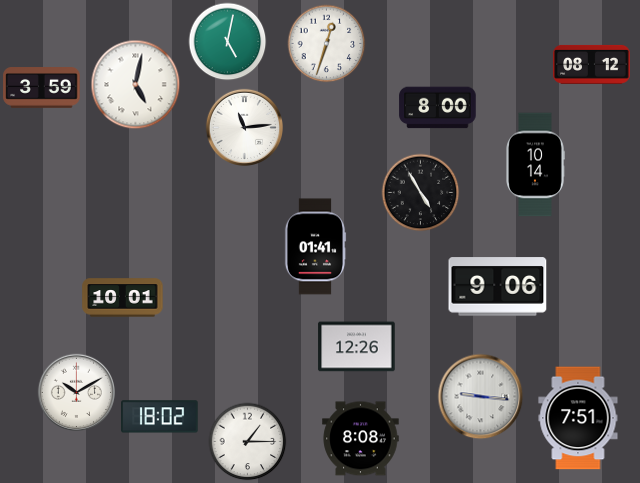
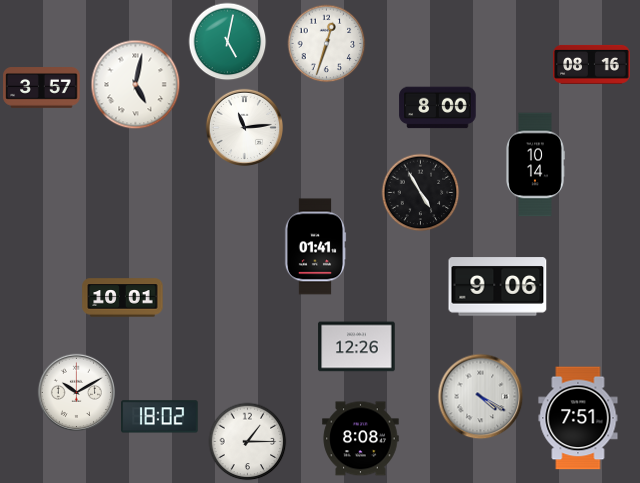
clock at (592, 64): 08:12 -> 08:16
clock at (42, 88): 3:59 -> 3:57
clock at (480, 396): 9:16 -> 4:20
